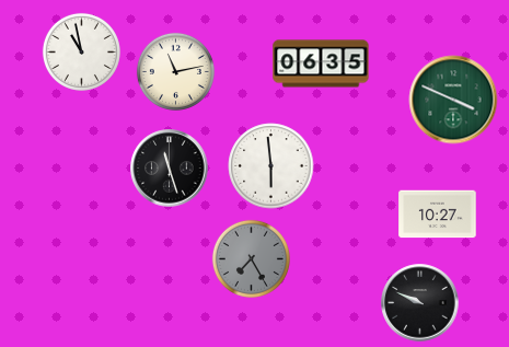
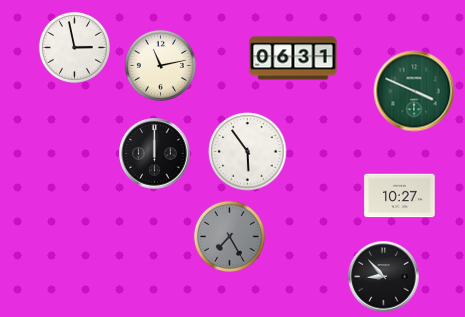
clock at (81, 51): 10:58 -> 2:58
clock at (321, 63): 06:35 -> 06:31
clock at (271, 166): 5:59 -> 5:54
clock at (170, 169): 11:27 -> 12:00
clock at (420, 303): 9:49 -> 8:53
